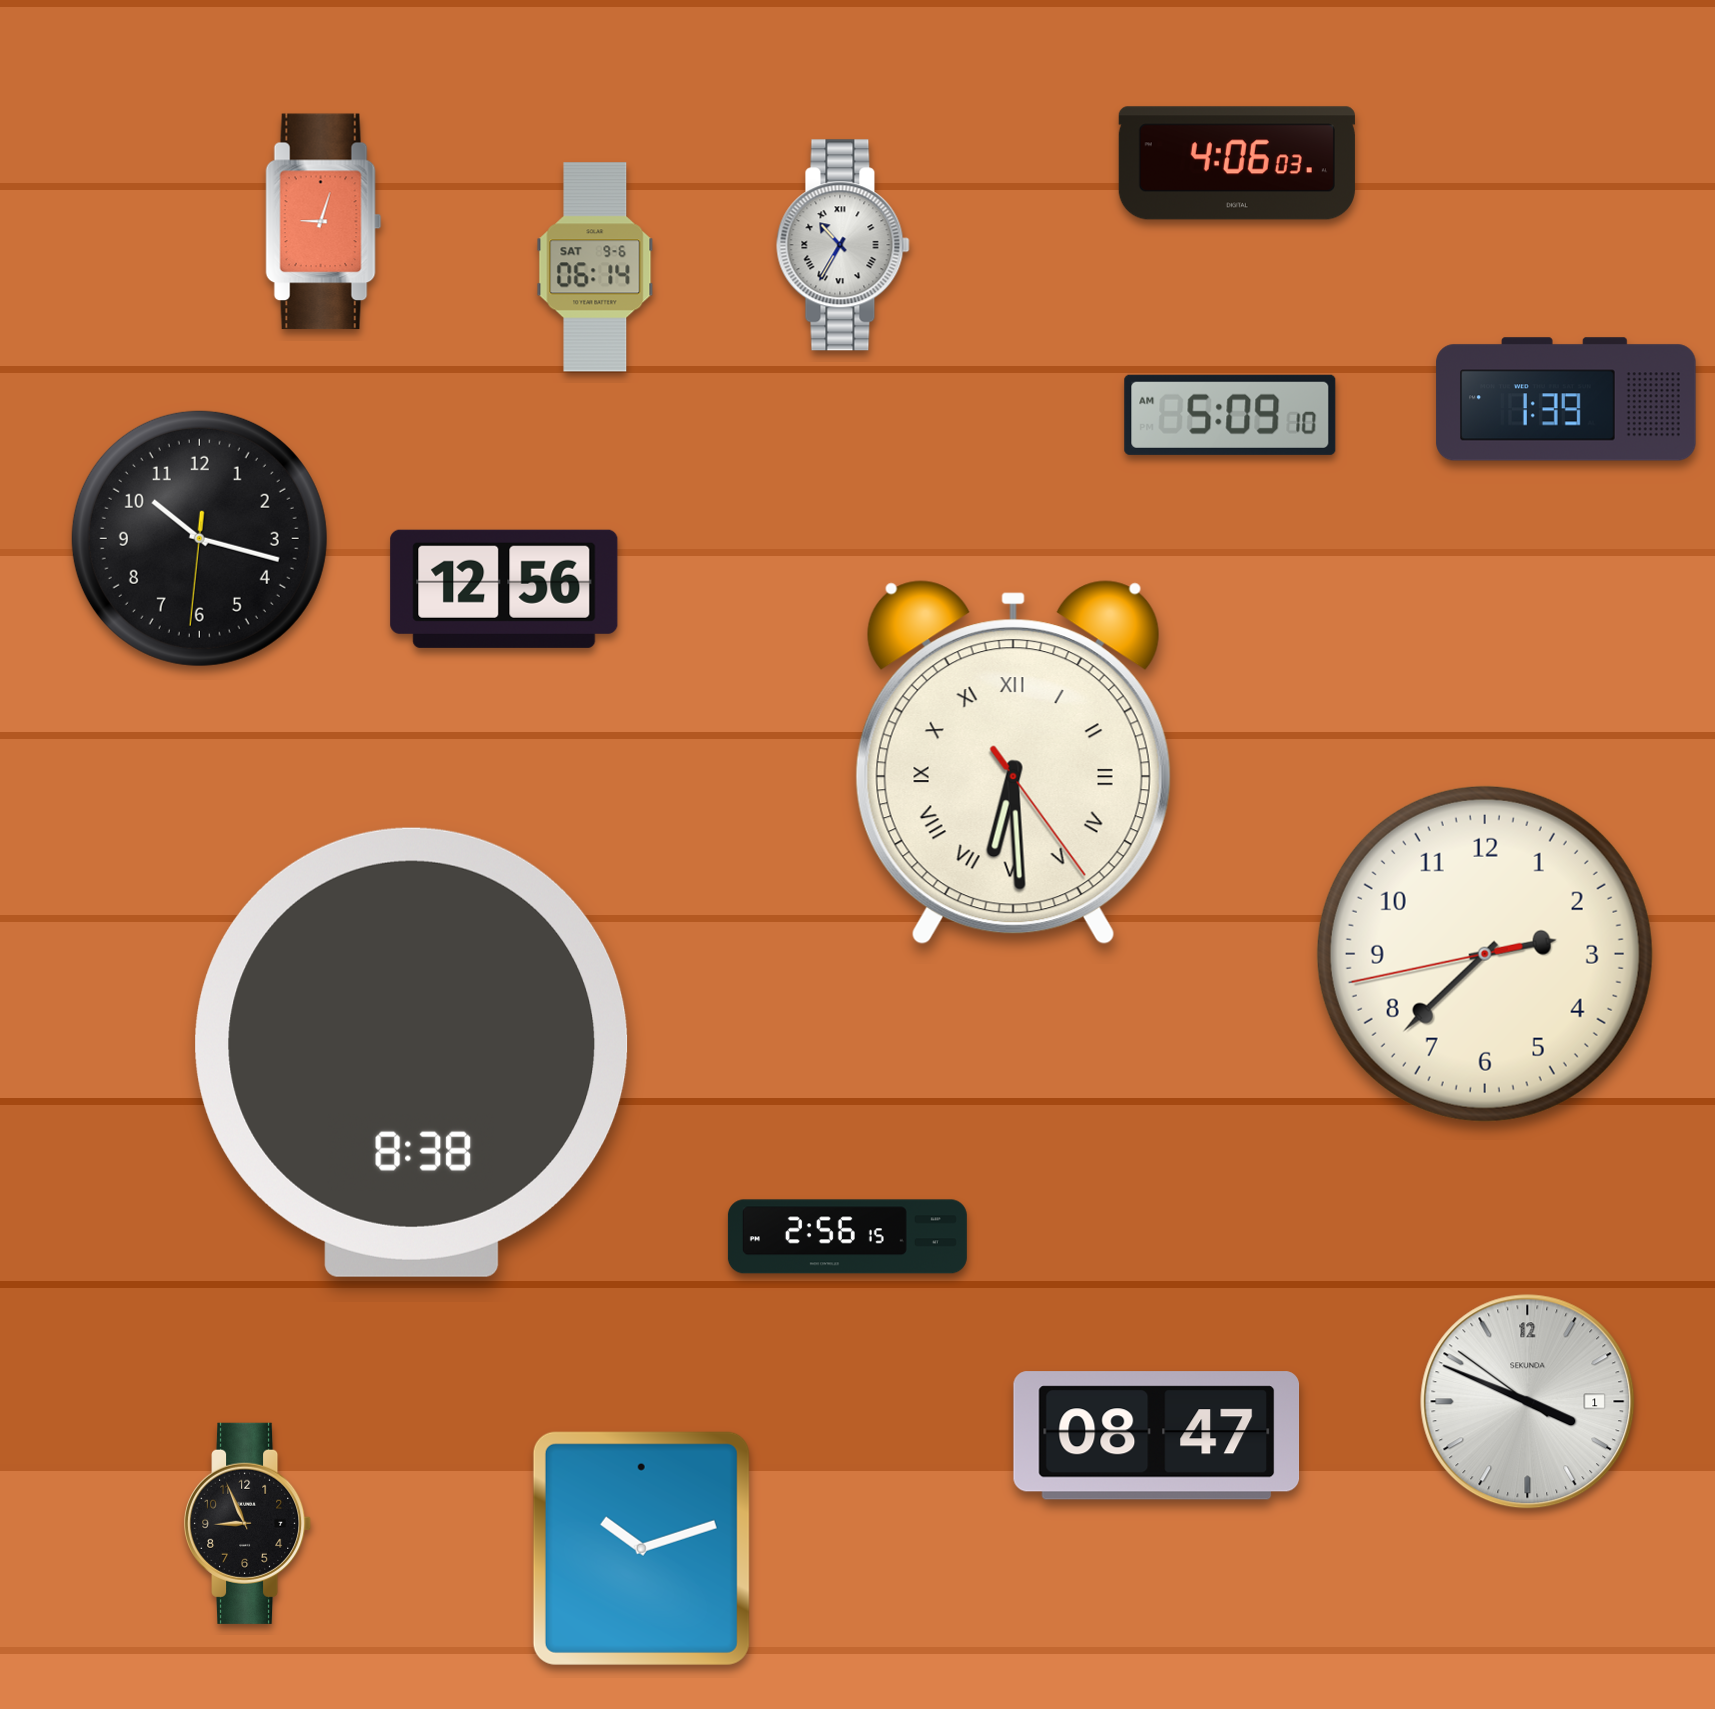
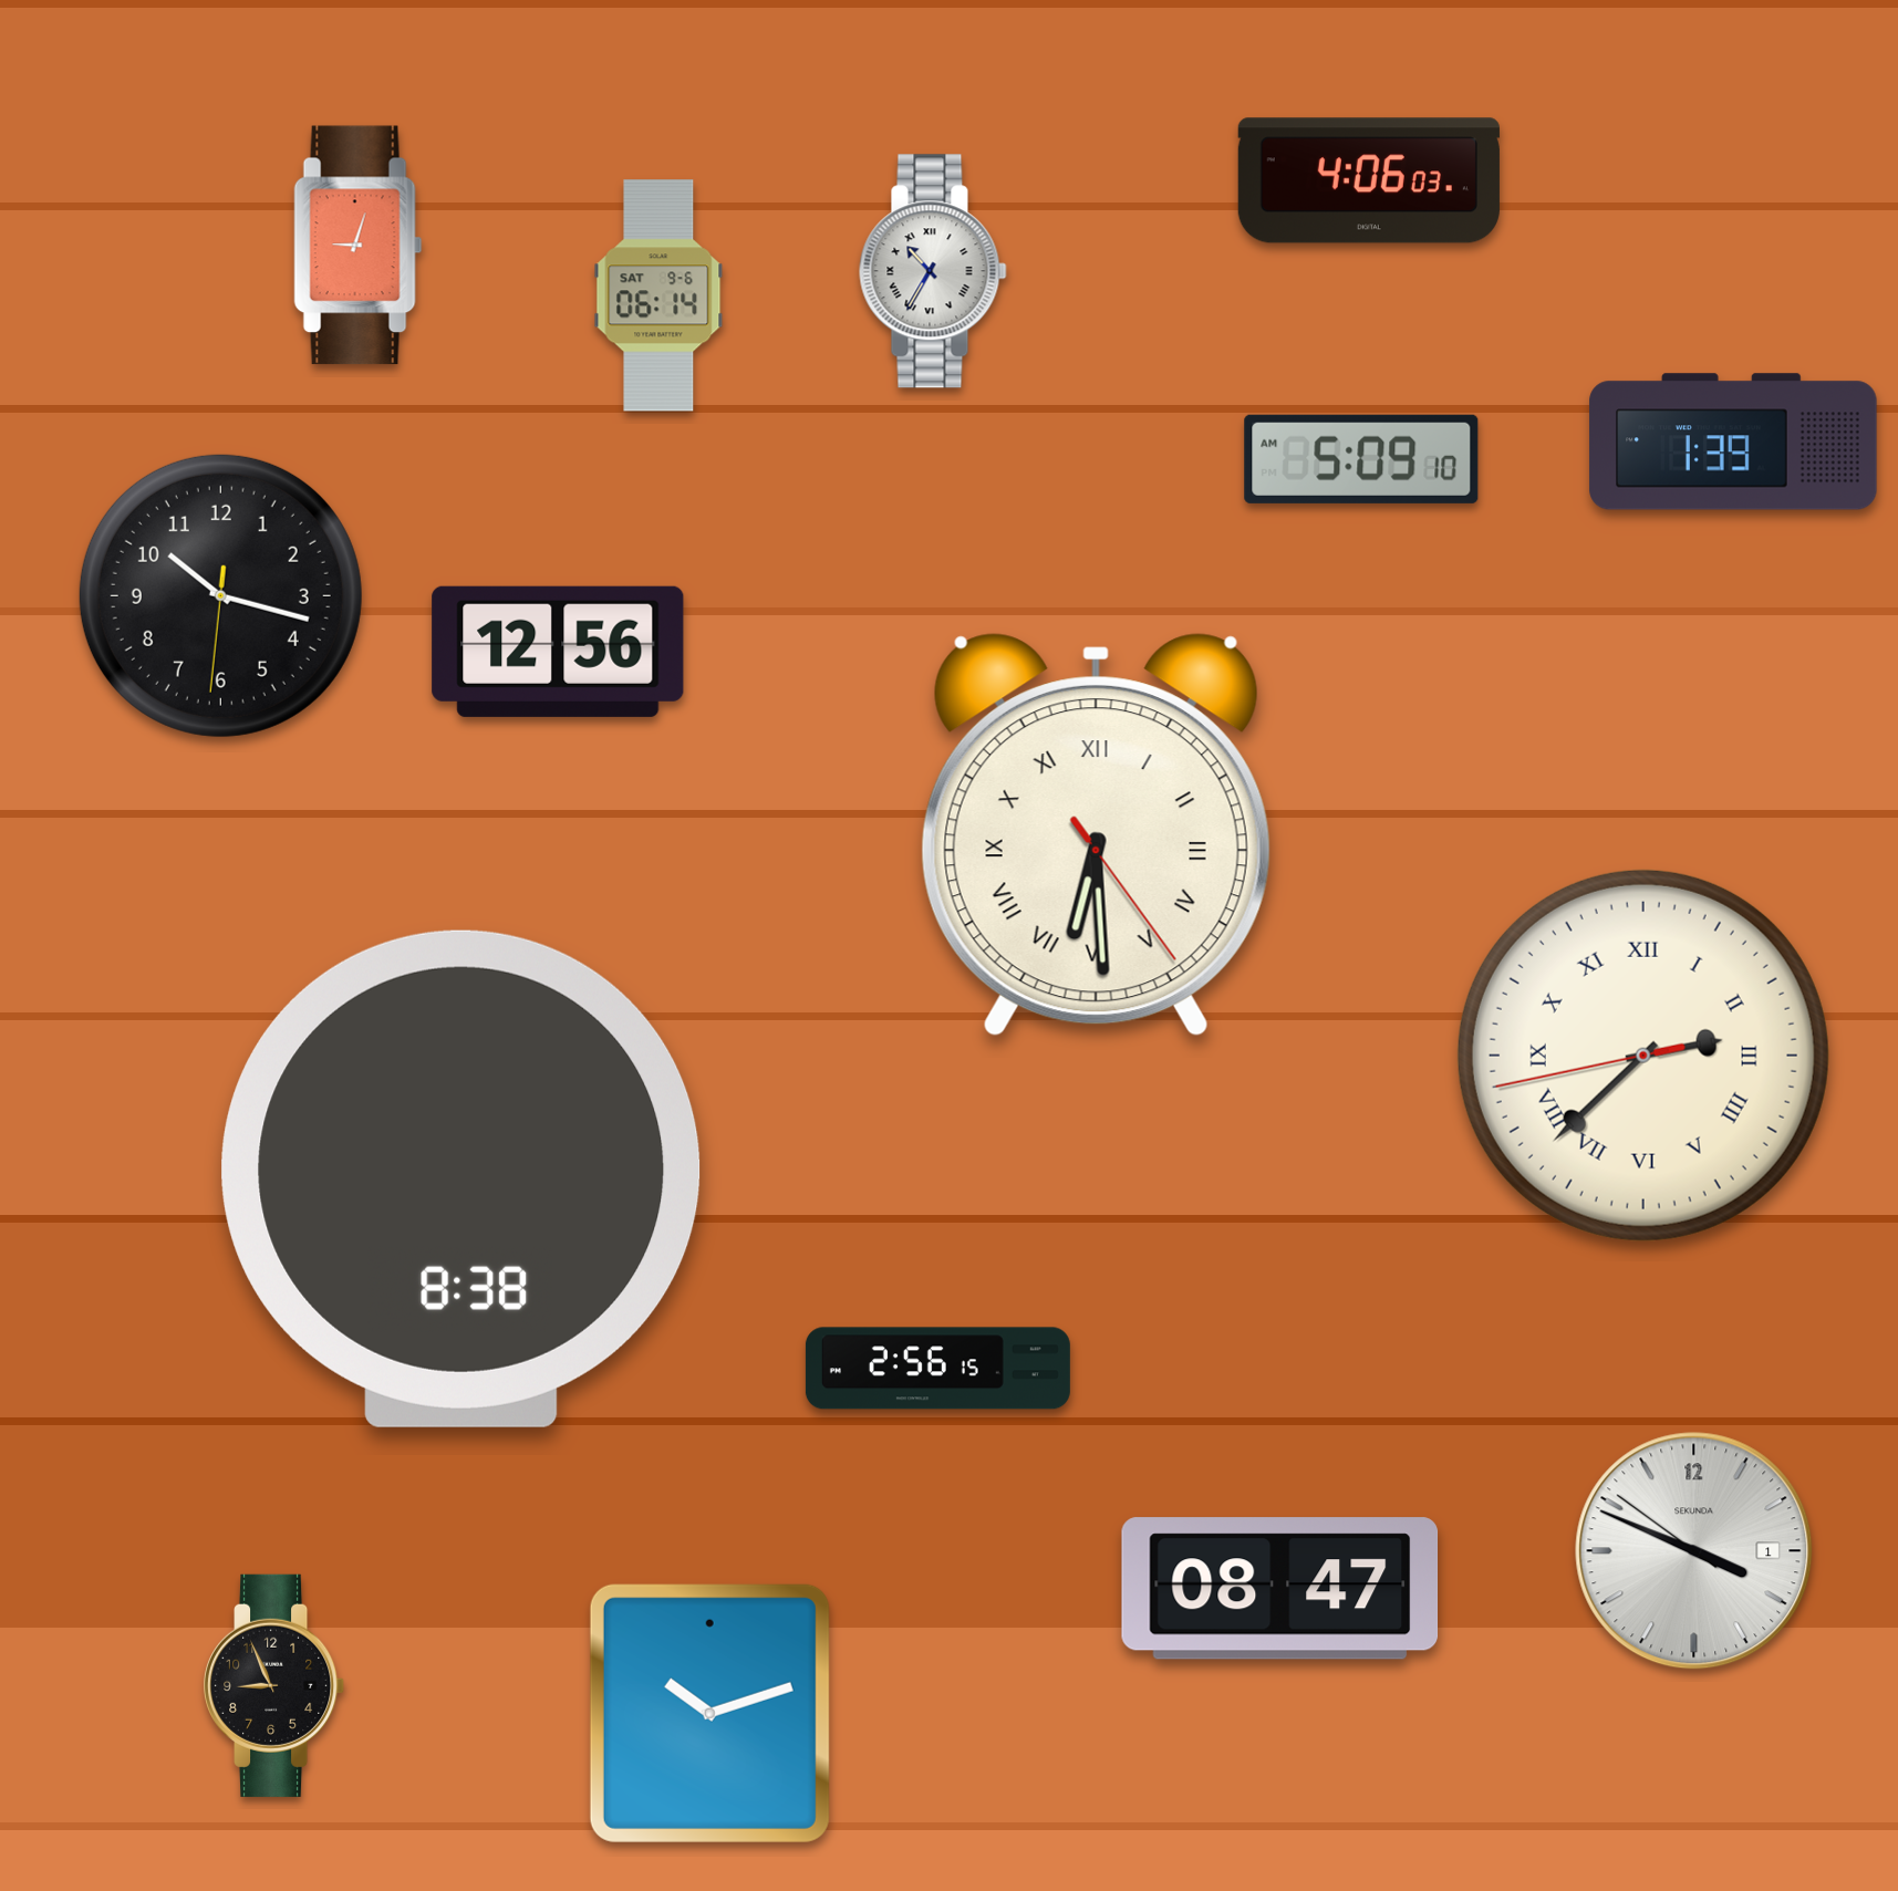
clock at (1013, 763) position: (1013, 763) -> (1096, 835)
clock at (1485, 954) numerals: Arabic -> Roman
clock at (412, 1052) position: (412, 1052) -> (461, 1178)
clock at (1528, 1402) position: (1528, 1402) -> (1694, 1551)
